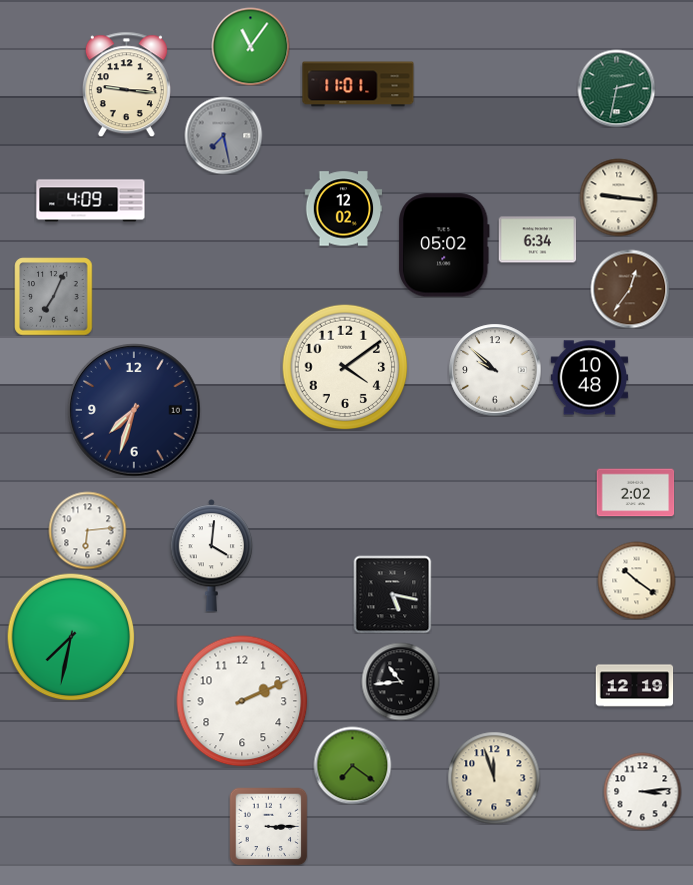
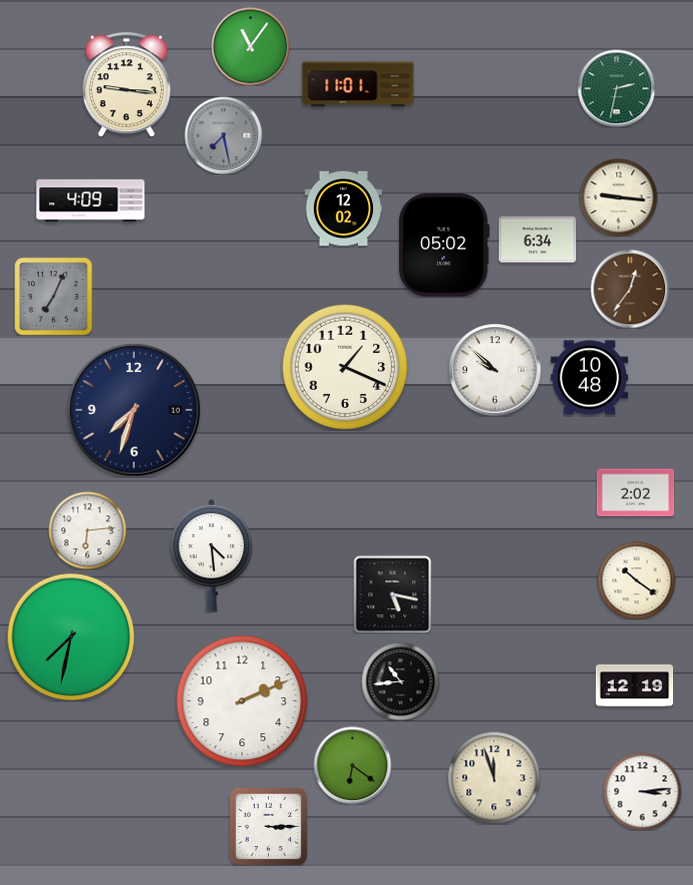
clock at (345, 367): 4:09 -> 1:19
clock at (212, 556): 4:01 -> 4:29
clock at (352, 765): 7:21 -> 6:21
